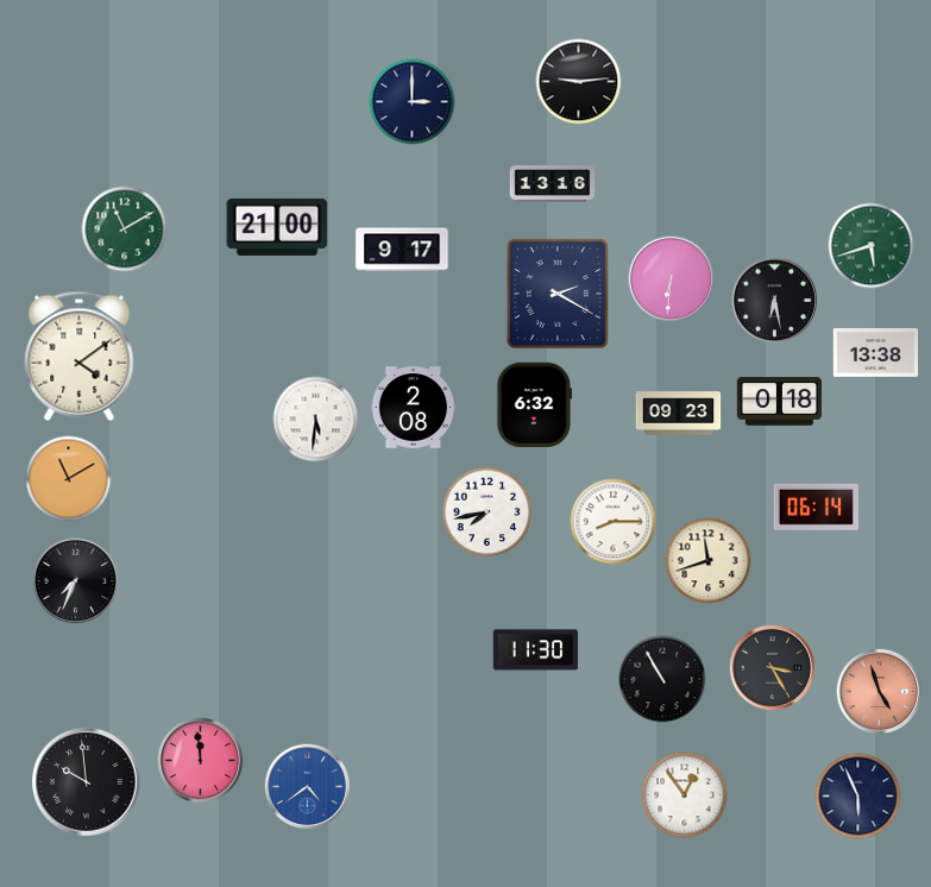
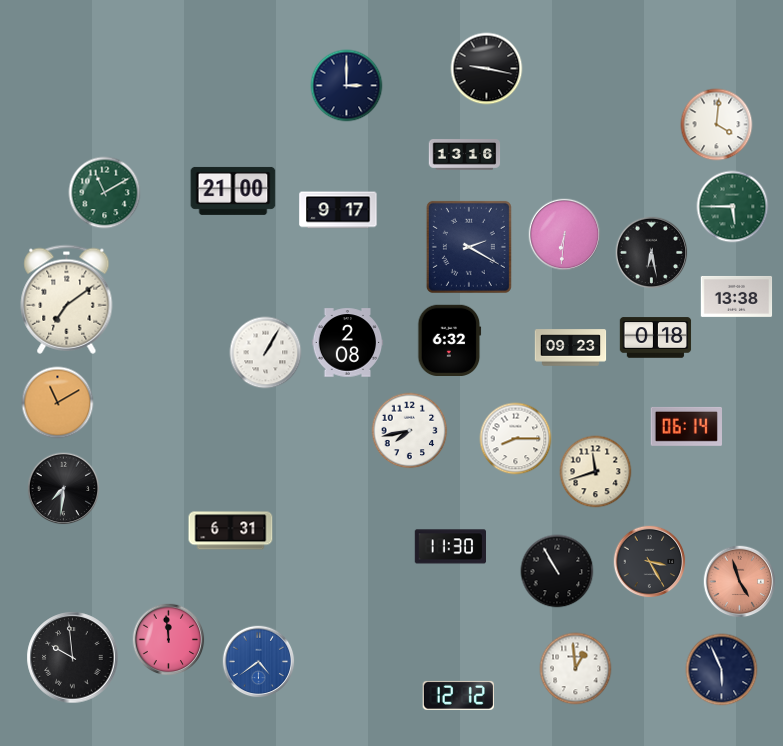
clock at (579, 82): 9:14 -> 9:17
clock at (717, 125): none -> 4:01
clock at (872, 246): 5:42 -> 5:45
clock at (80, 356): 4:09 -> 7:09
clock at (316, 420): 5:31 -> 1:05
clock at (76, 581): 7:34 -> 7:31
clock at (231, 531): none -> 6:31
clock at (685, 795): 12:54 -> 12:59
clock at (458, 695): none -> 12:12
